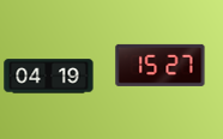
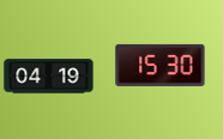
clock at (161, 65): 15:27 -> 15:30
